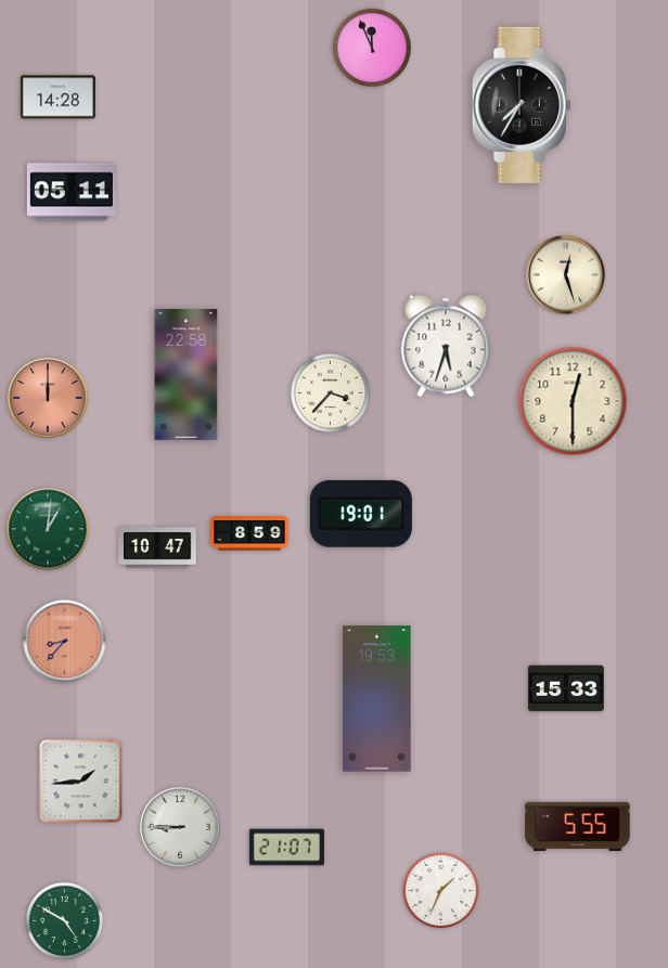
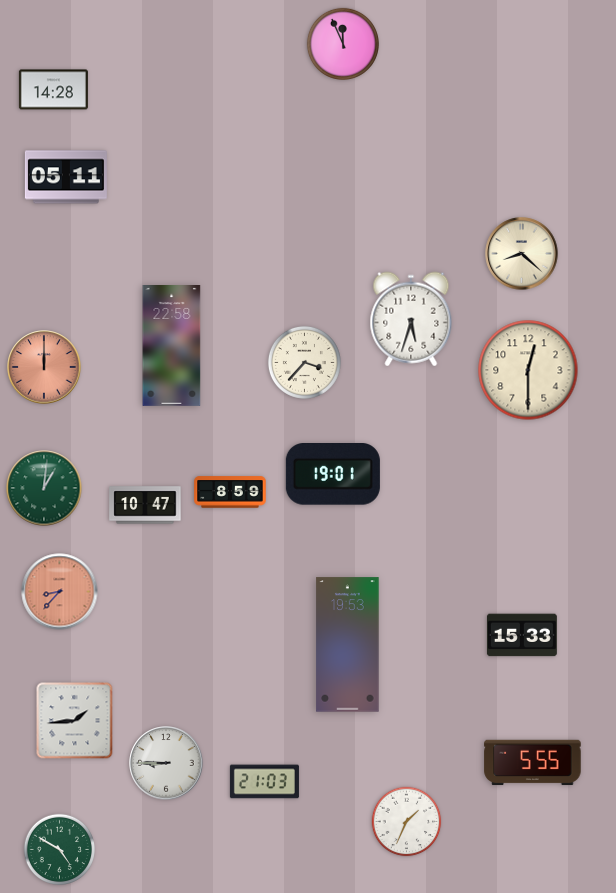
clock at (522, 105): 7:35 -> none
clock at (566, 275): 12:27 -> 8:22
clock at (286, 848): 21:07 -> 21:03
